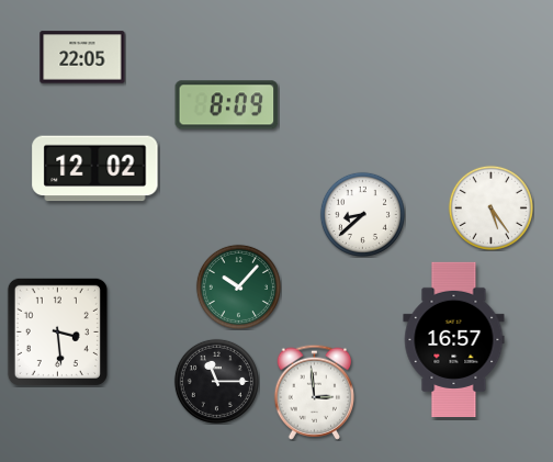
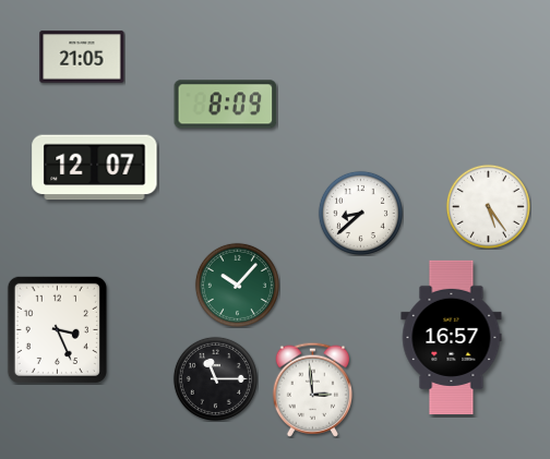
clock at (82, 57): 22:05 -> 21:05
clock at (95, 169): 12:02 -> 12:07
clock at (57, 331): 3:29 -> 3:26
